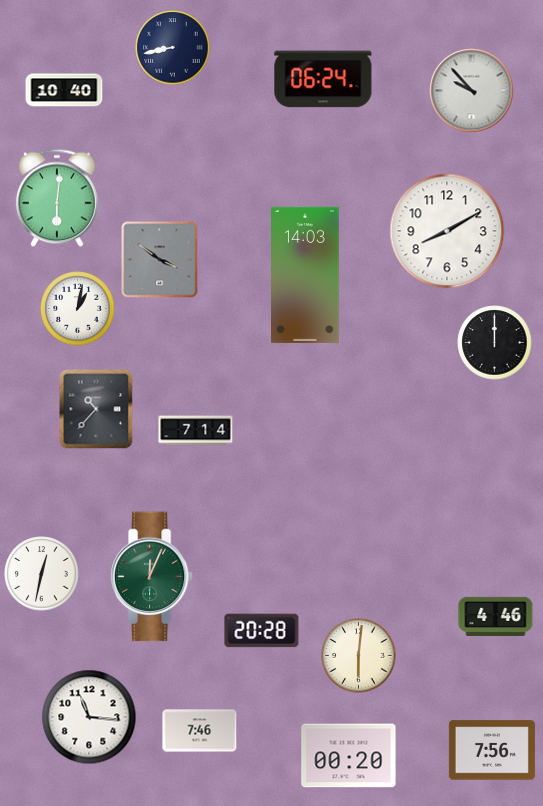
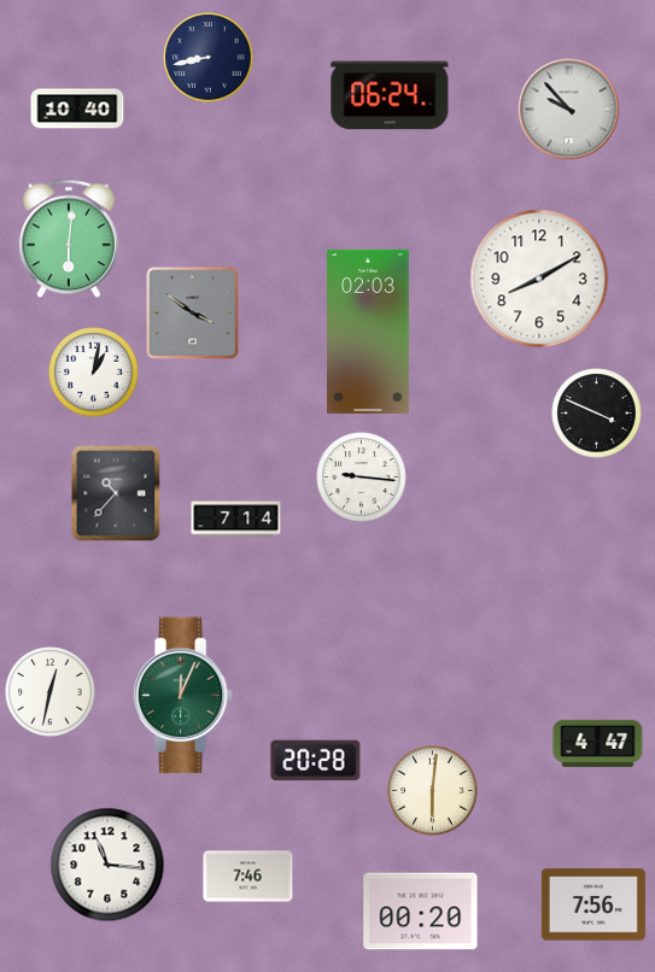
clock at (306, 275): 14:03 -> 02:03
clock at (495, 343): 12:00 -> 3:49
clock at (362, 478): none -> 9:16
clock at (496, 616): 4:46 -> 4:47
clock at (200, 731) position: (200, 731) -> (248, 877)
